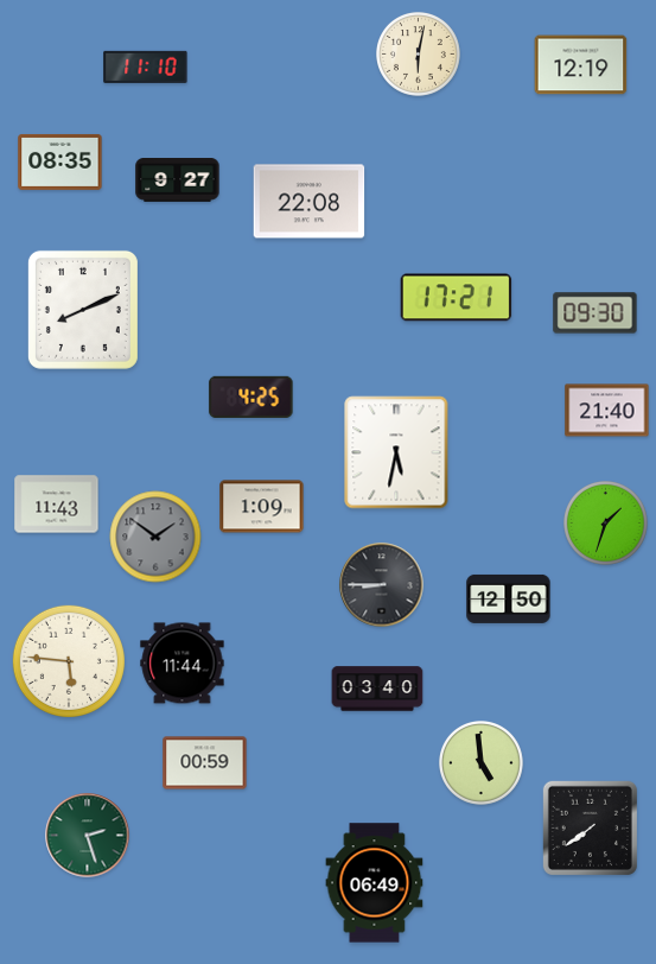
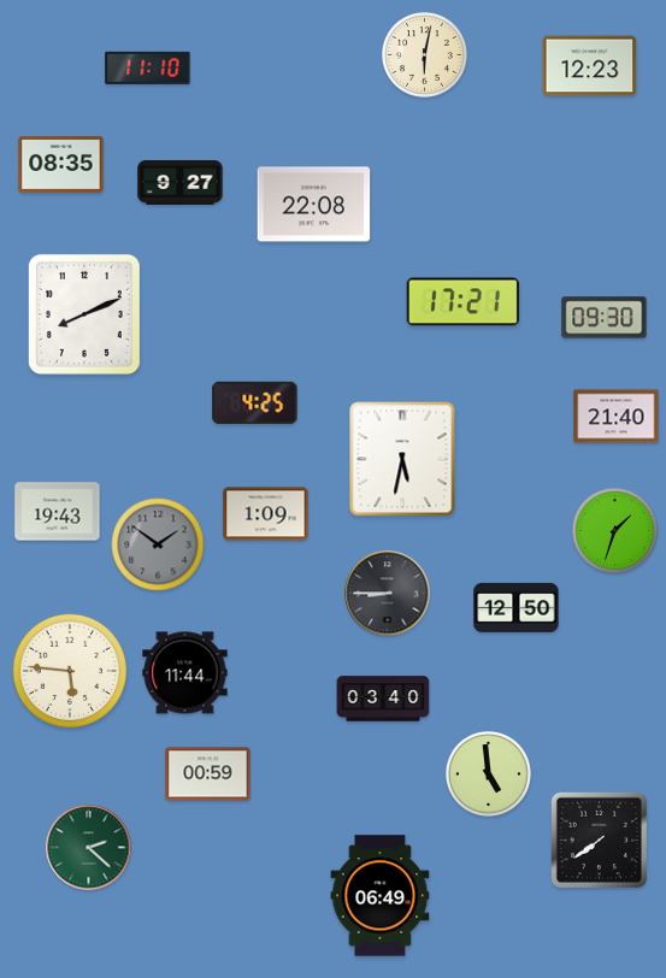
clock at (581, 65): 12:19 -> 12:23
clock at (57, 505): 11:43 -> 19:43
clock at (88, 836): 2:27 -> 2:22
